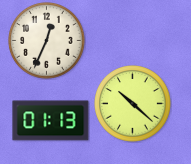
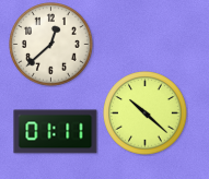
clock at (47, 41): 12:34 -> 12:38
clock at (51, 121): 01:13 -> 01:11
